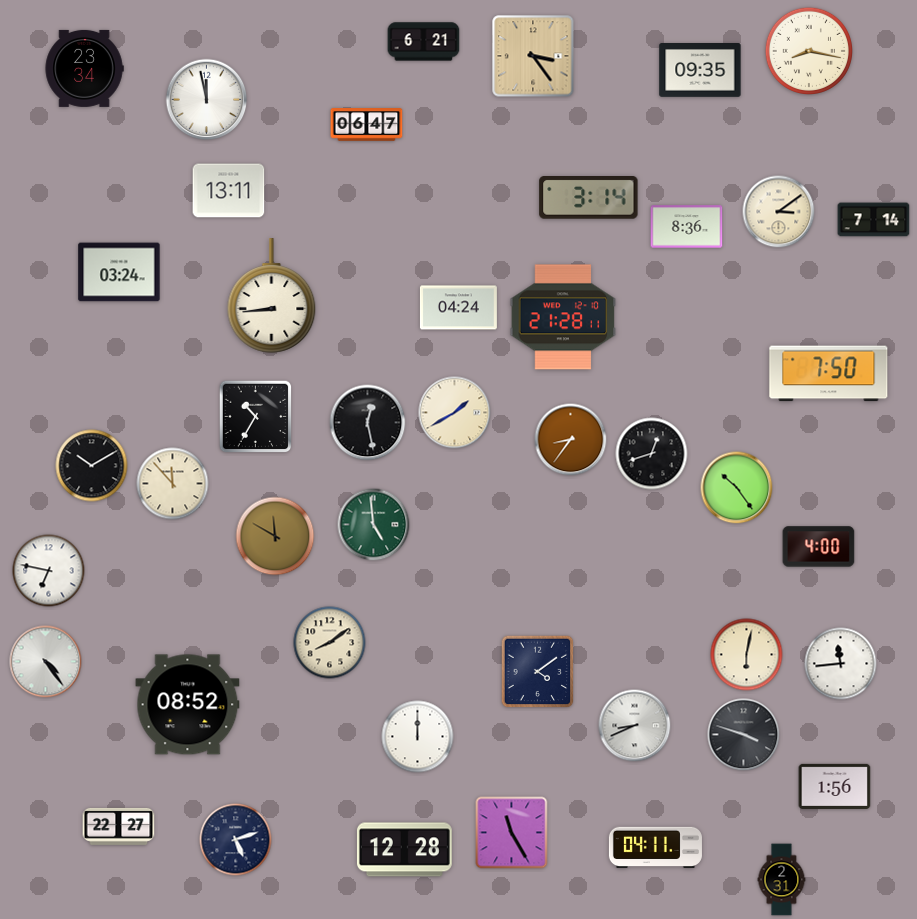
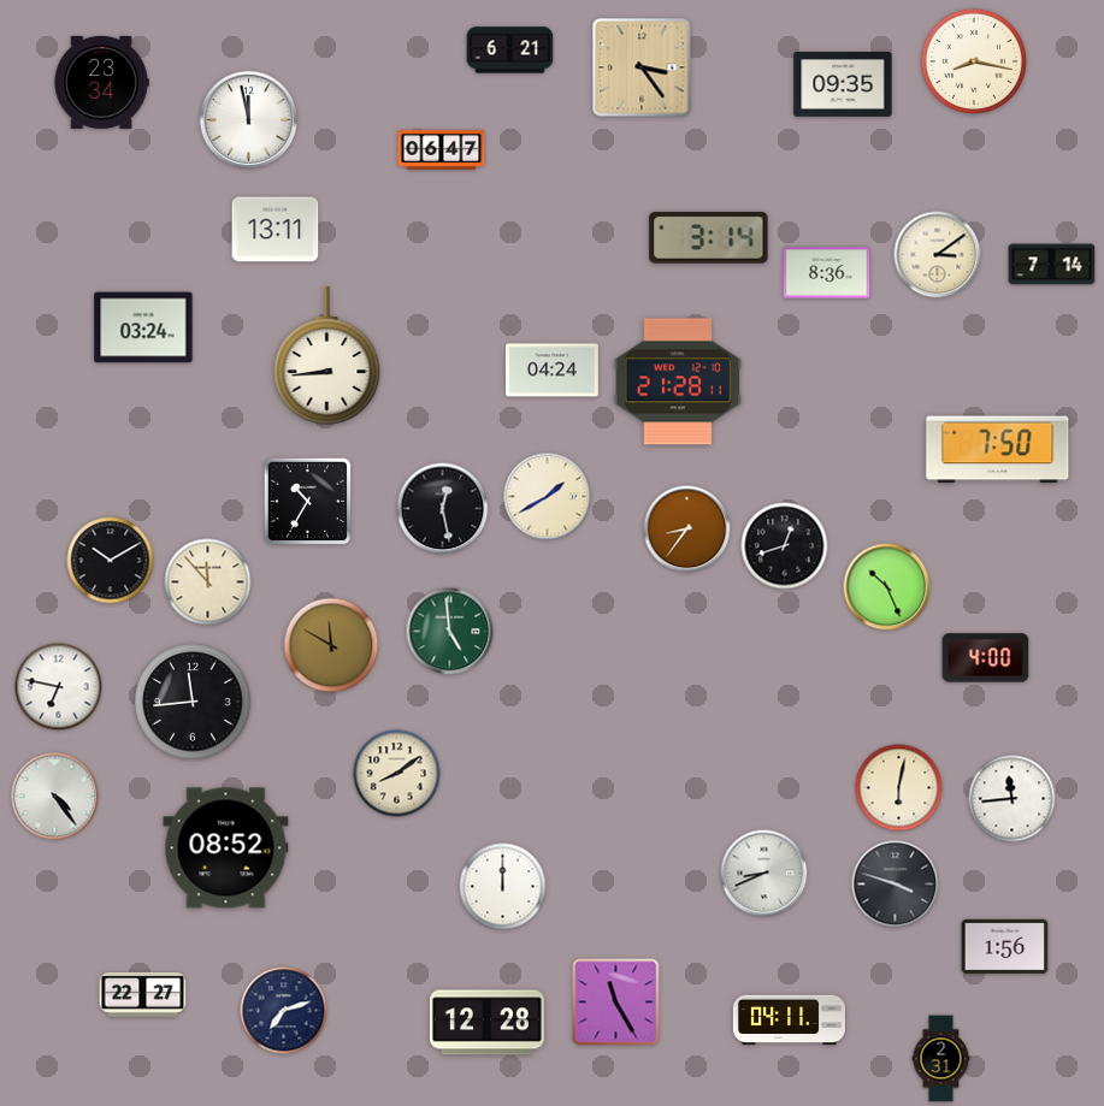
clock at (737, 488): 10:24 -> 10:26
clock at (193, 702): none -> 11:44
clock at (538, 672): 4:09 -> none
clock at (236, 840): 5:12 -> 7:12
